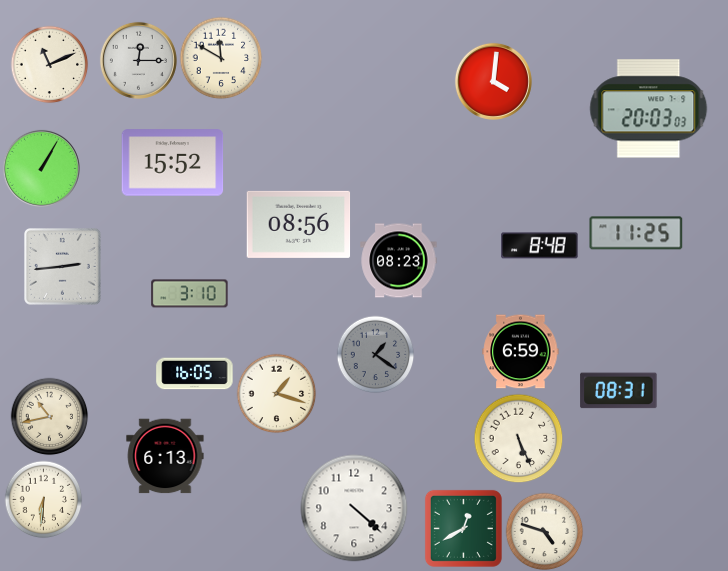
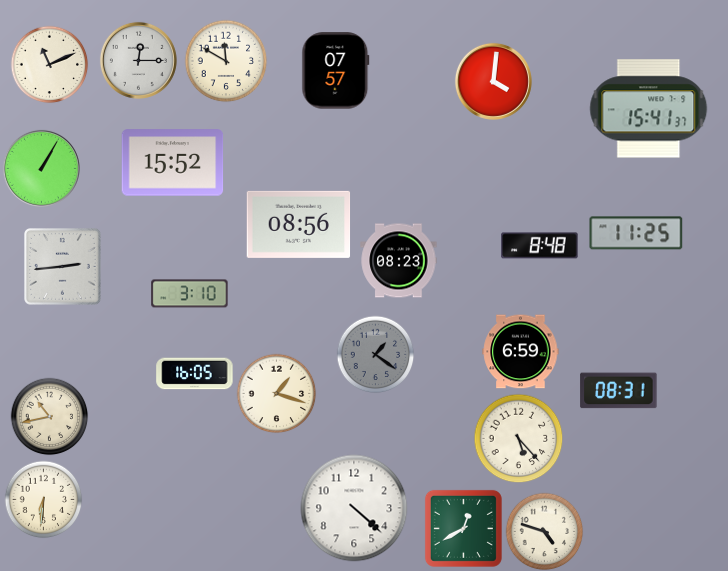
clock at (221, 58) position: (221, 58) -> (226, 61)
clock at (336, 71): none -> 07:57
clock at (649, 109): 20:03 -> 15:41
clock at (518, 438): 5:26 -> 5:23
clock at (165, 456): 6:13 -> none
